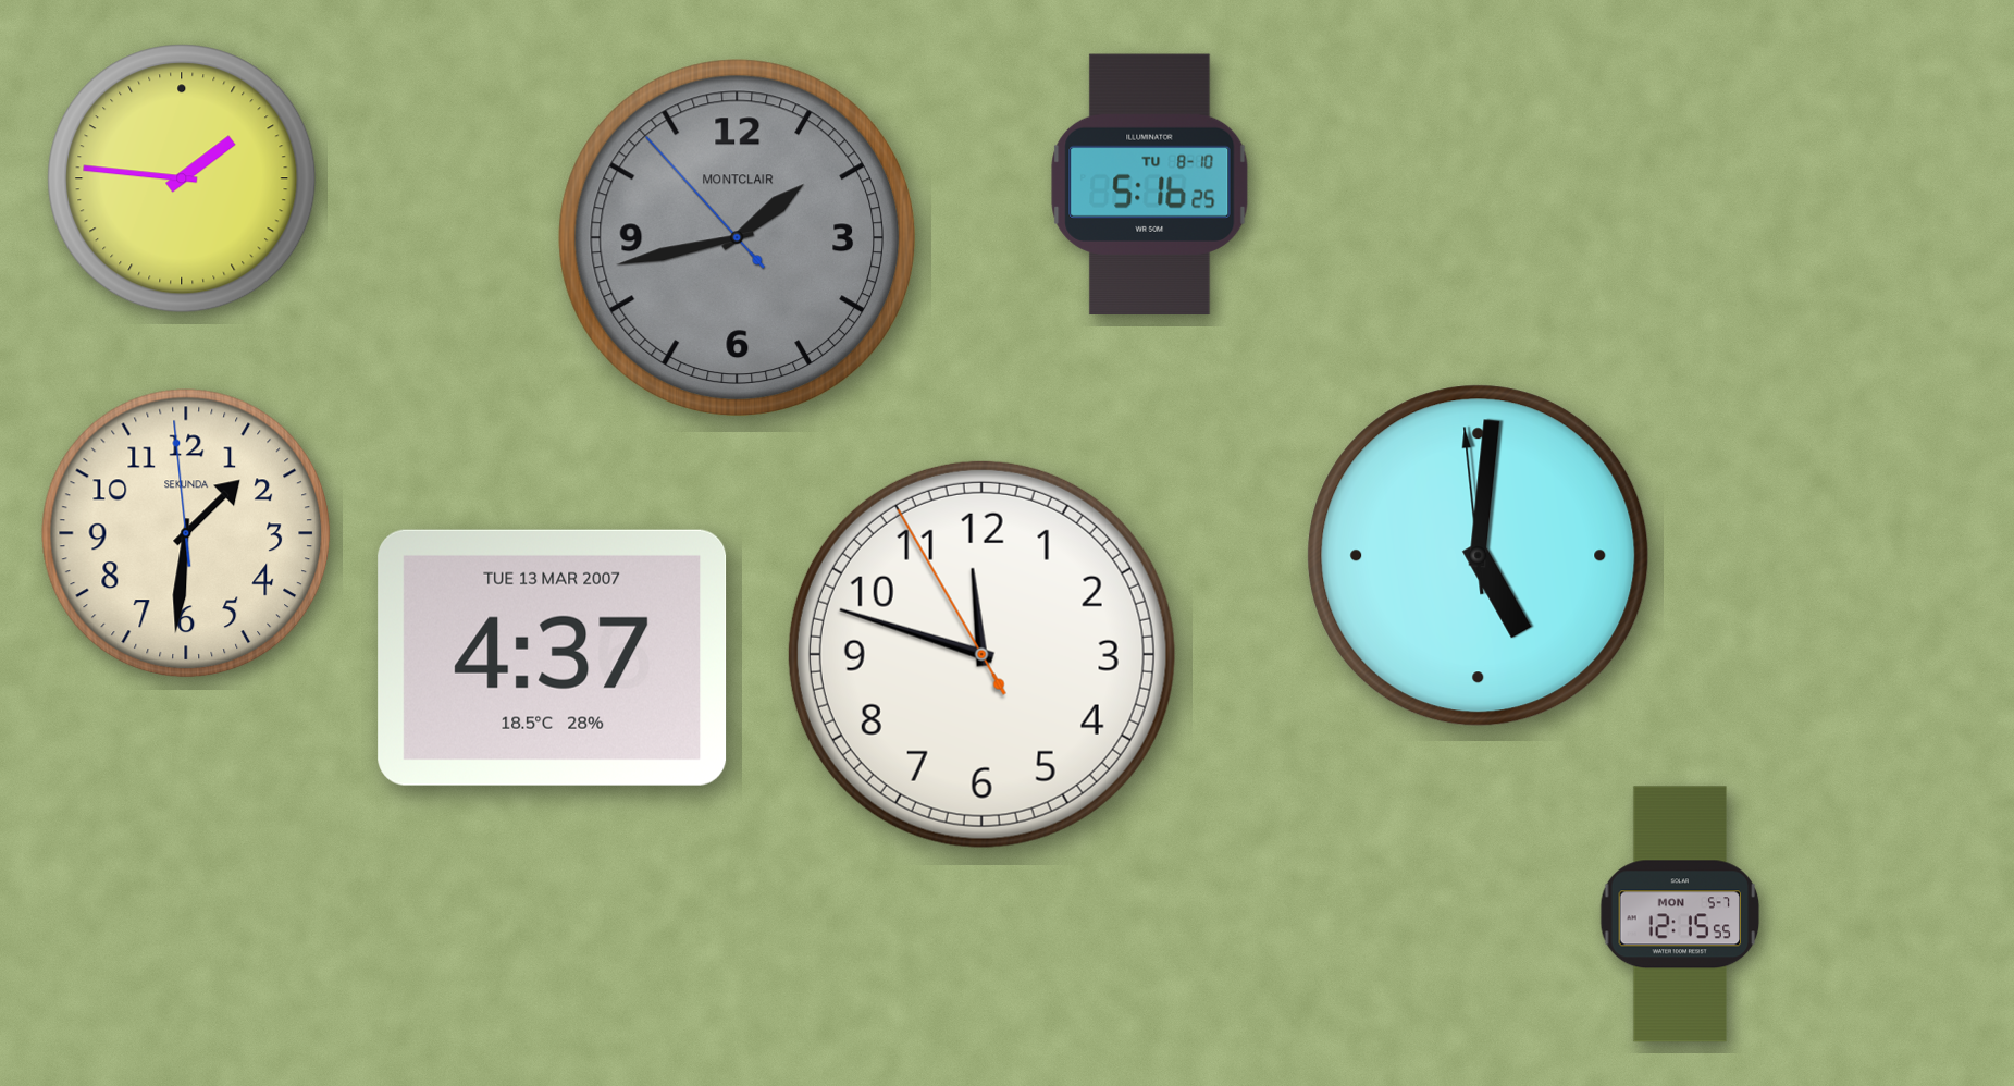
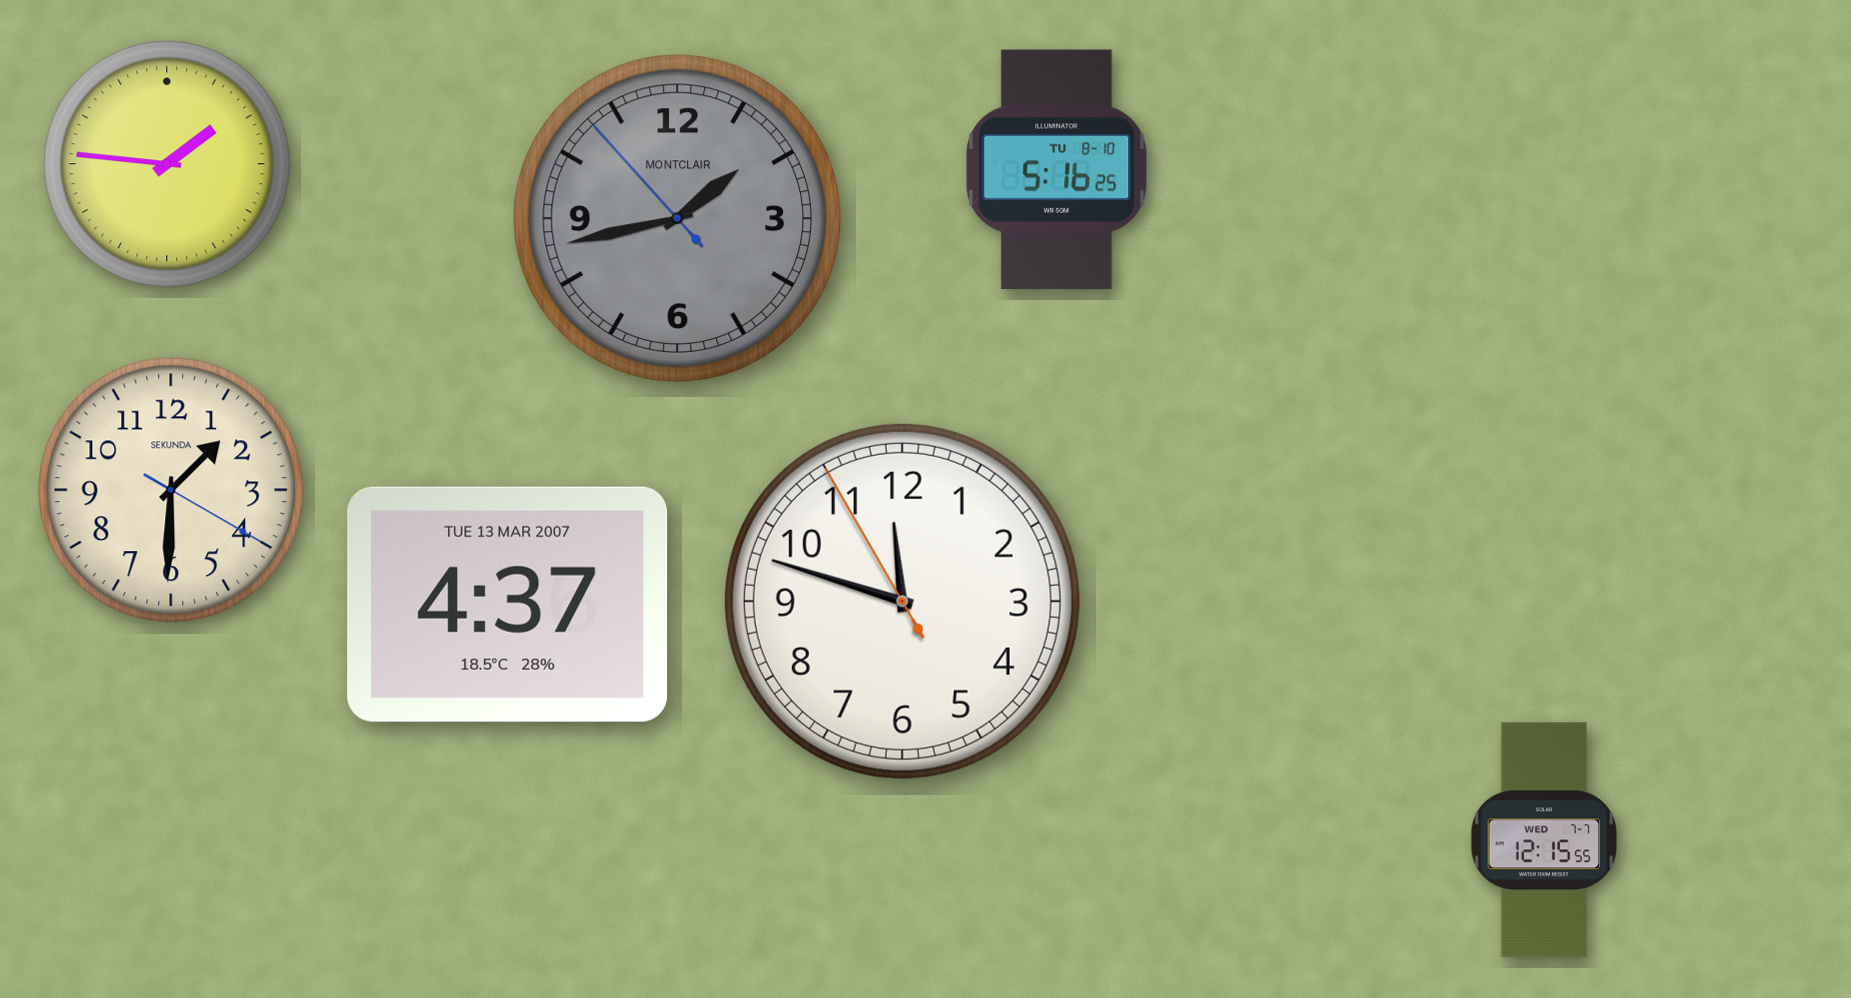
clock at (186, 533): 1:30:59 -> 1:30:20
clock at (1479, 556): 5:00 -> none
clock at (1680, 914) date: MON 5-7 -> WED 7-7
